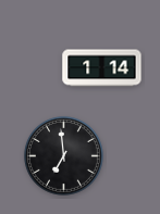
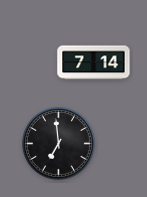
clock at (102, 68): 1:14 -> 7:14
